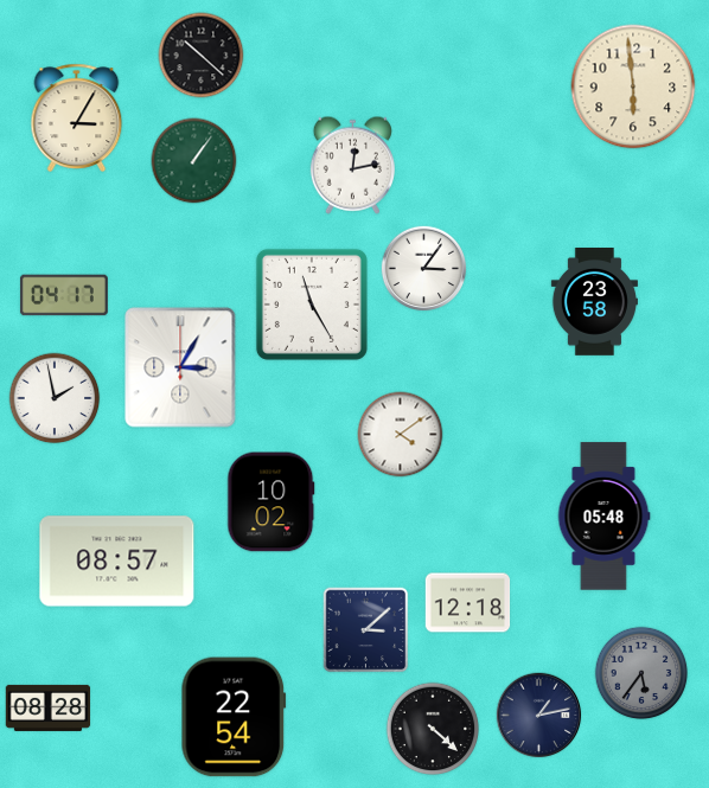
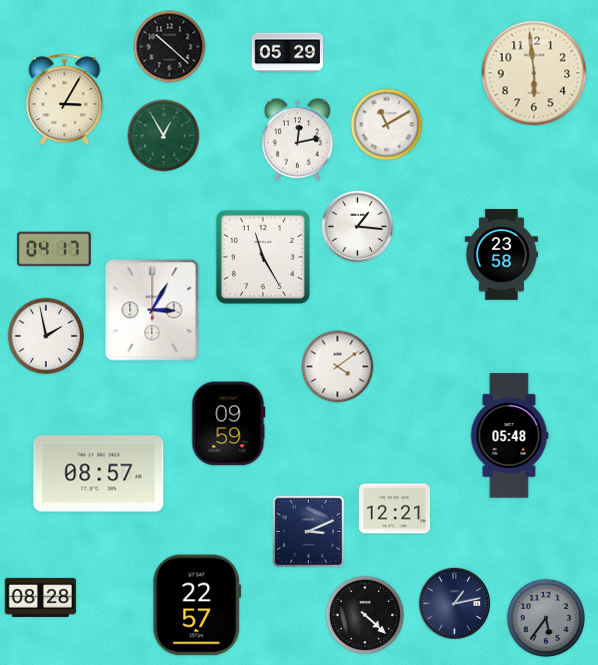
clock at (287, 53): none -> 05:29
clock at (387, 125): none -> 11:10
clock at (194, 161): 1:06 -> 12:55
clock at (424, 269): 3:06 -> 1:16
clock at (272, 502): 10:02 -> 09:59
clock at (468, 603): 12:18 -> 12:21
clock at (366, 630): 3:08 -> 3:11
clock at (641, 673) position: (641, 673) -> (546, 618)
clock at (234, 717): 22:54 -> 22:57
